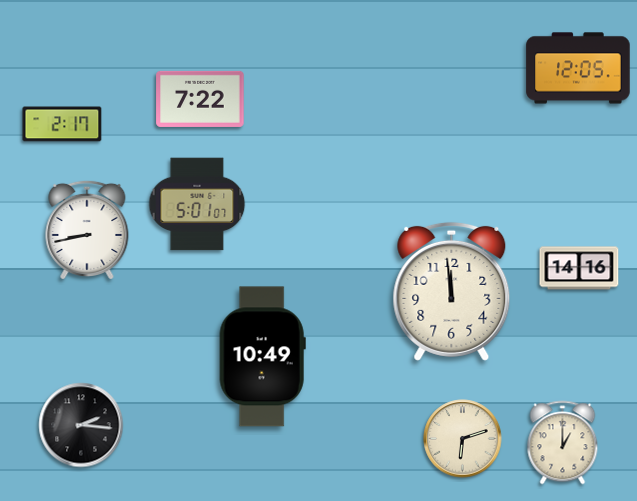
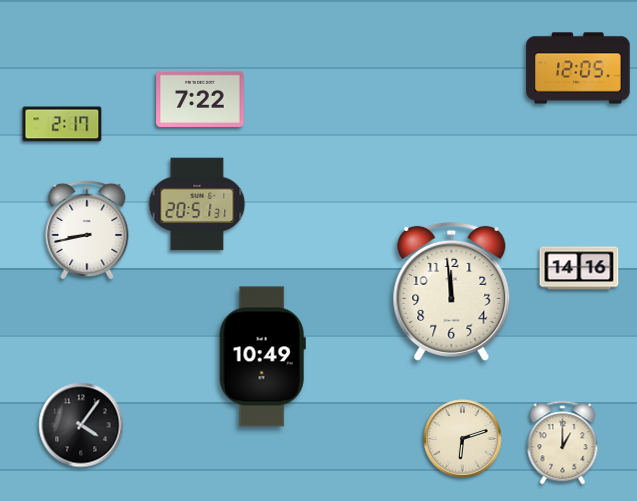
clock at (197, 204): 5:01 -> 20:51
clock at (81, 425): 2:16 -> 4:06
